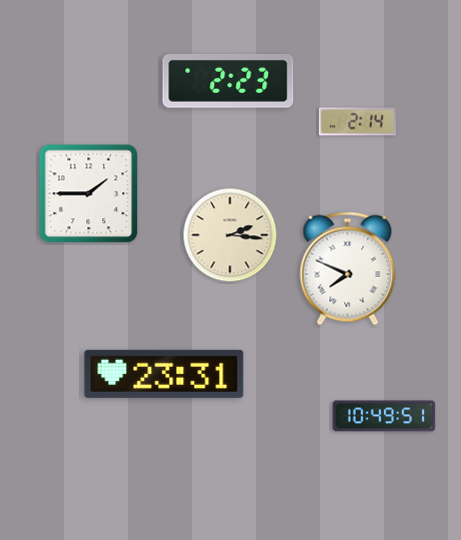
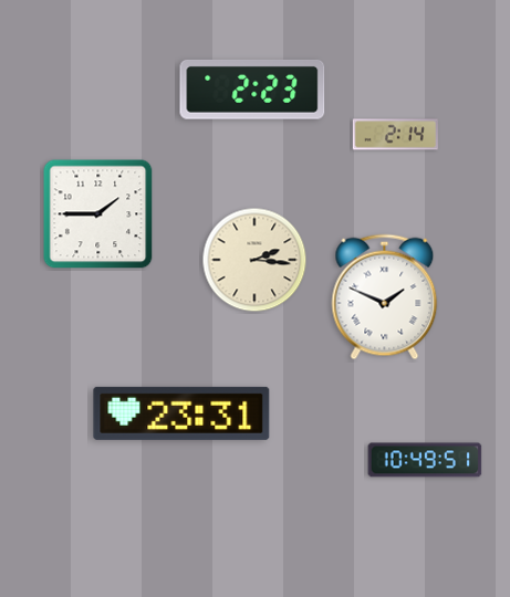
clock at (348, 269): 7:49 -> 1:49
